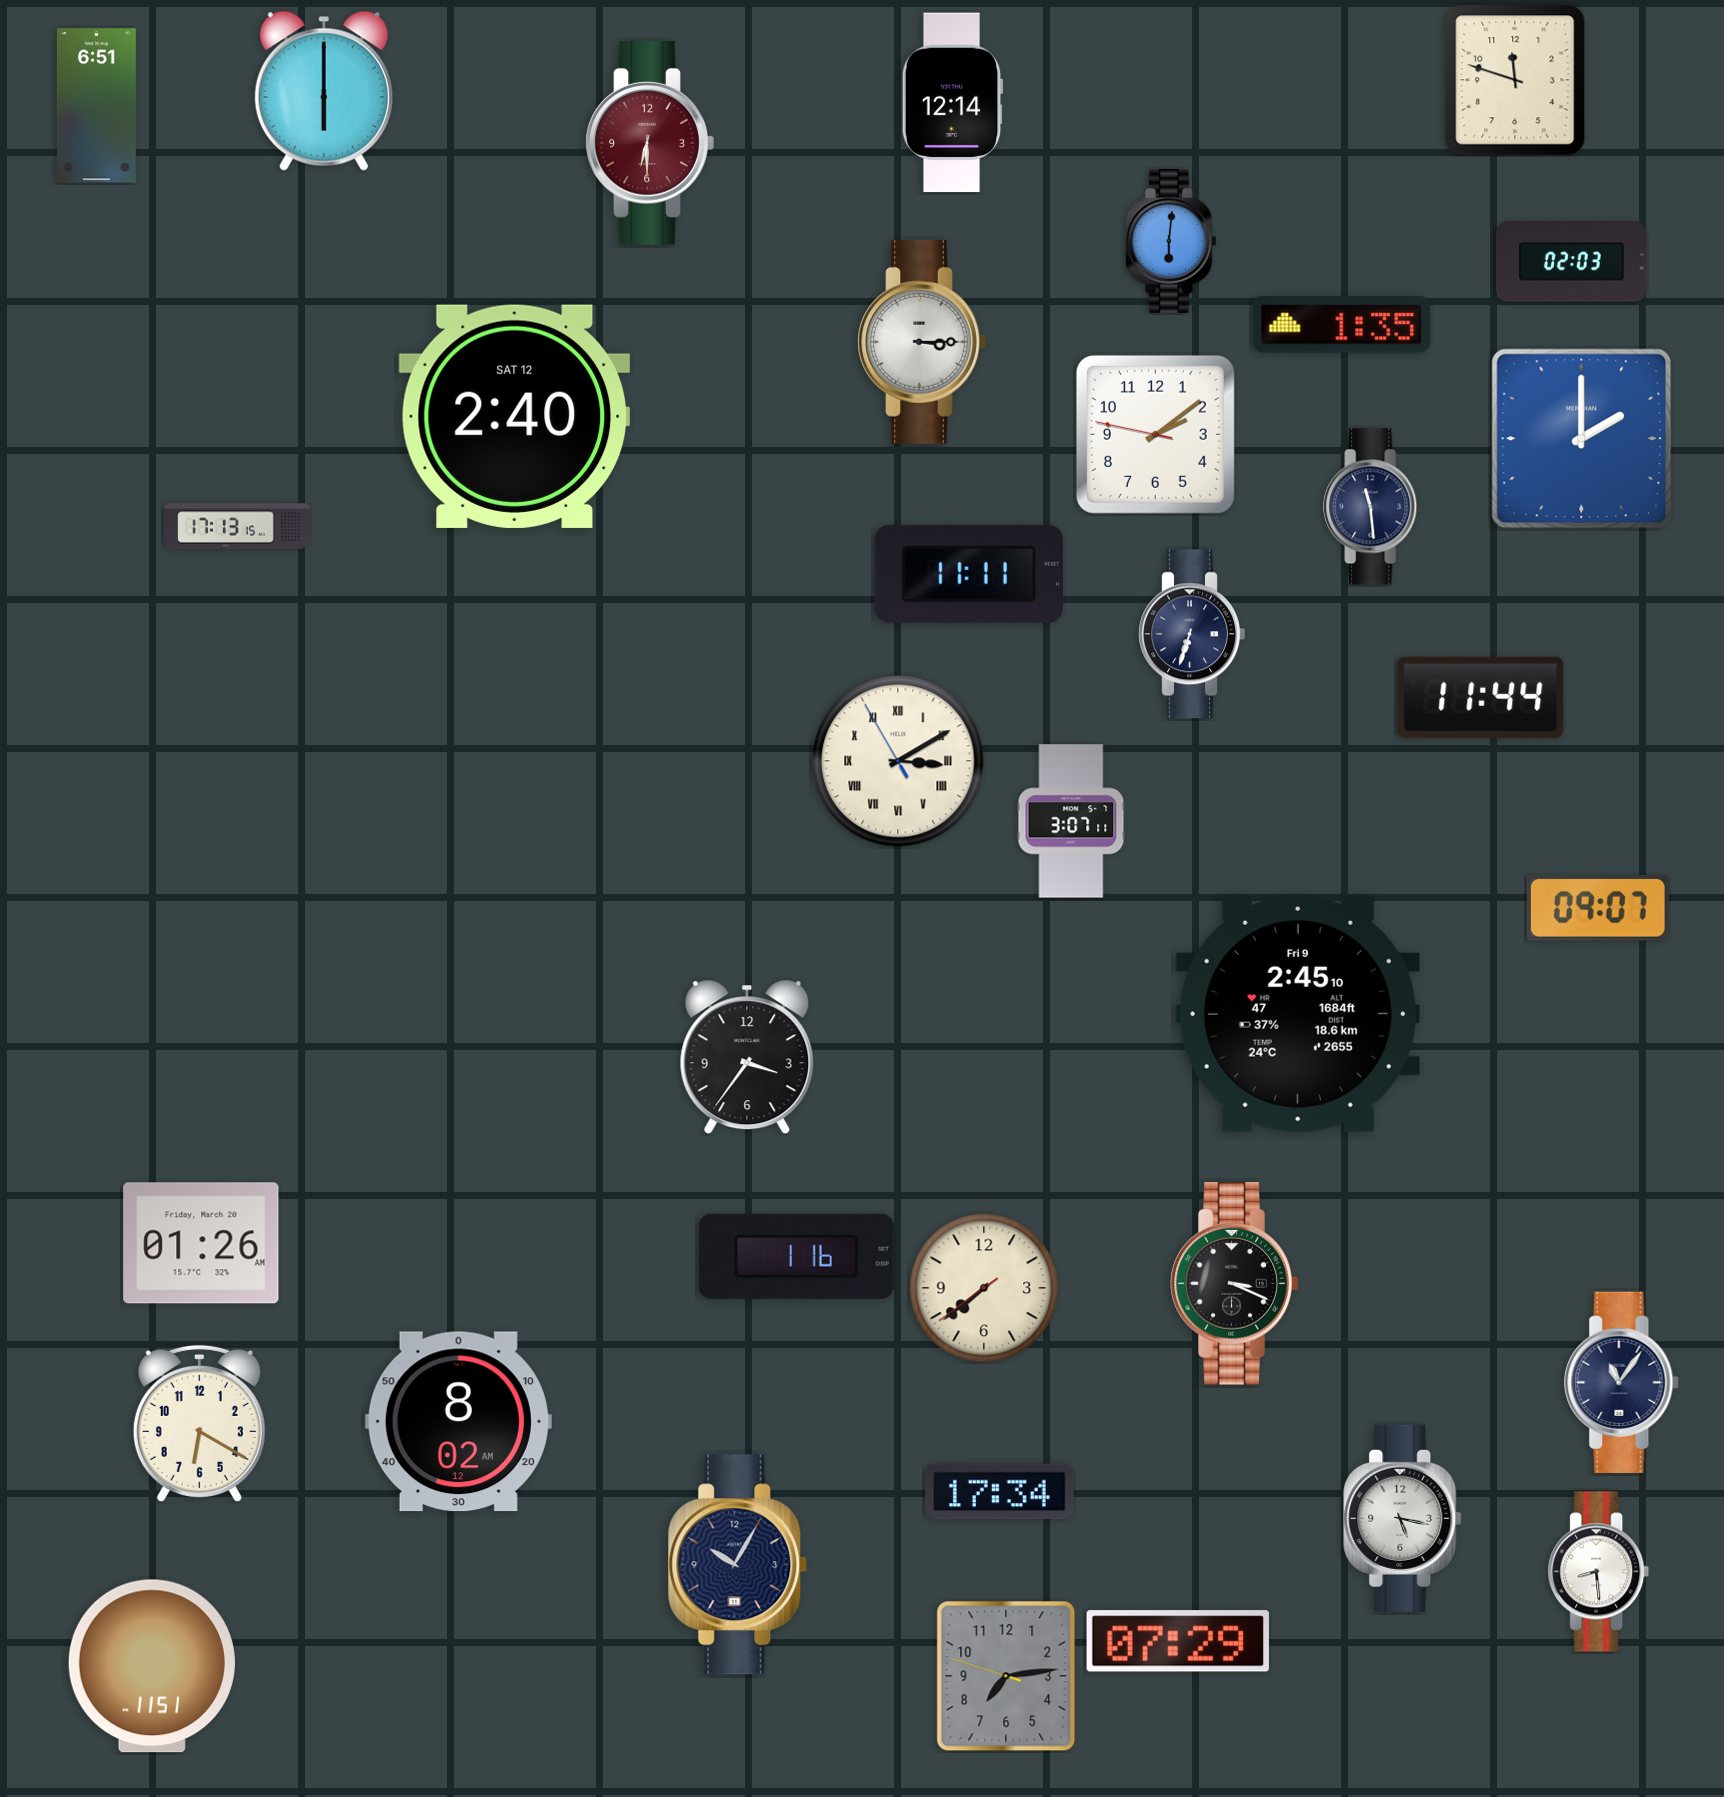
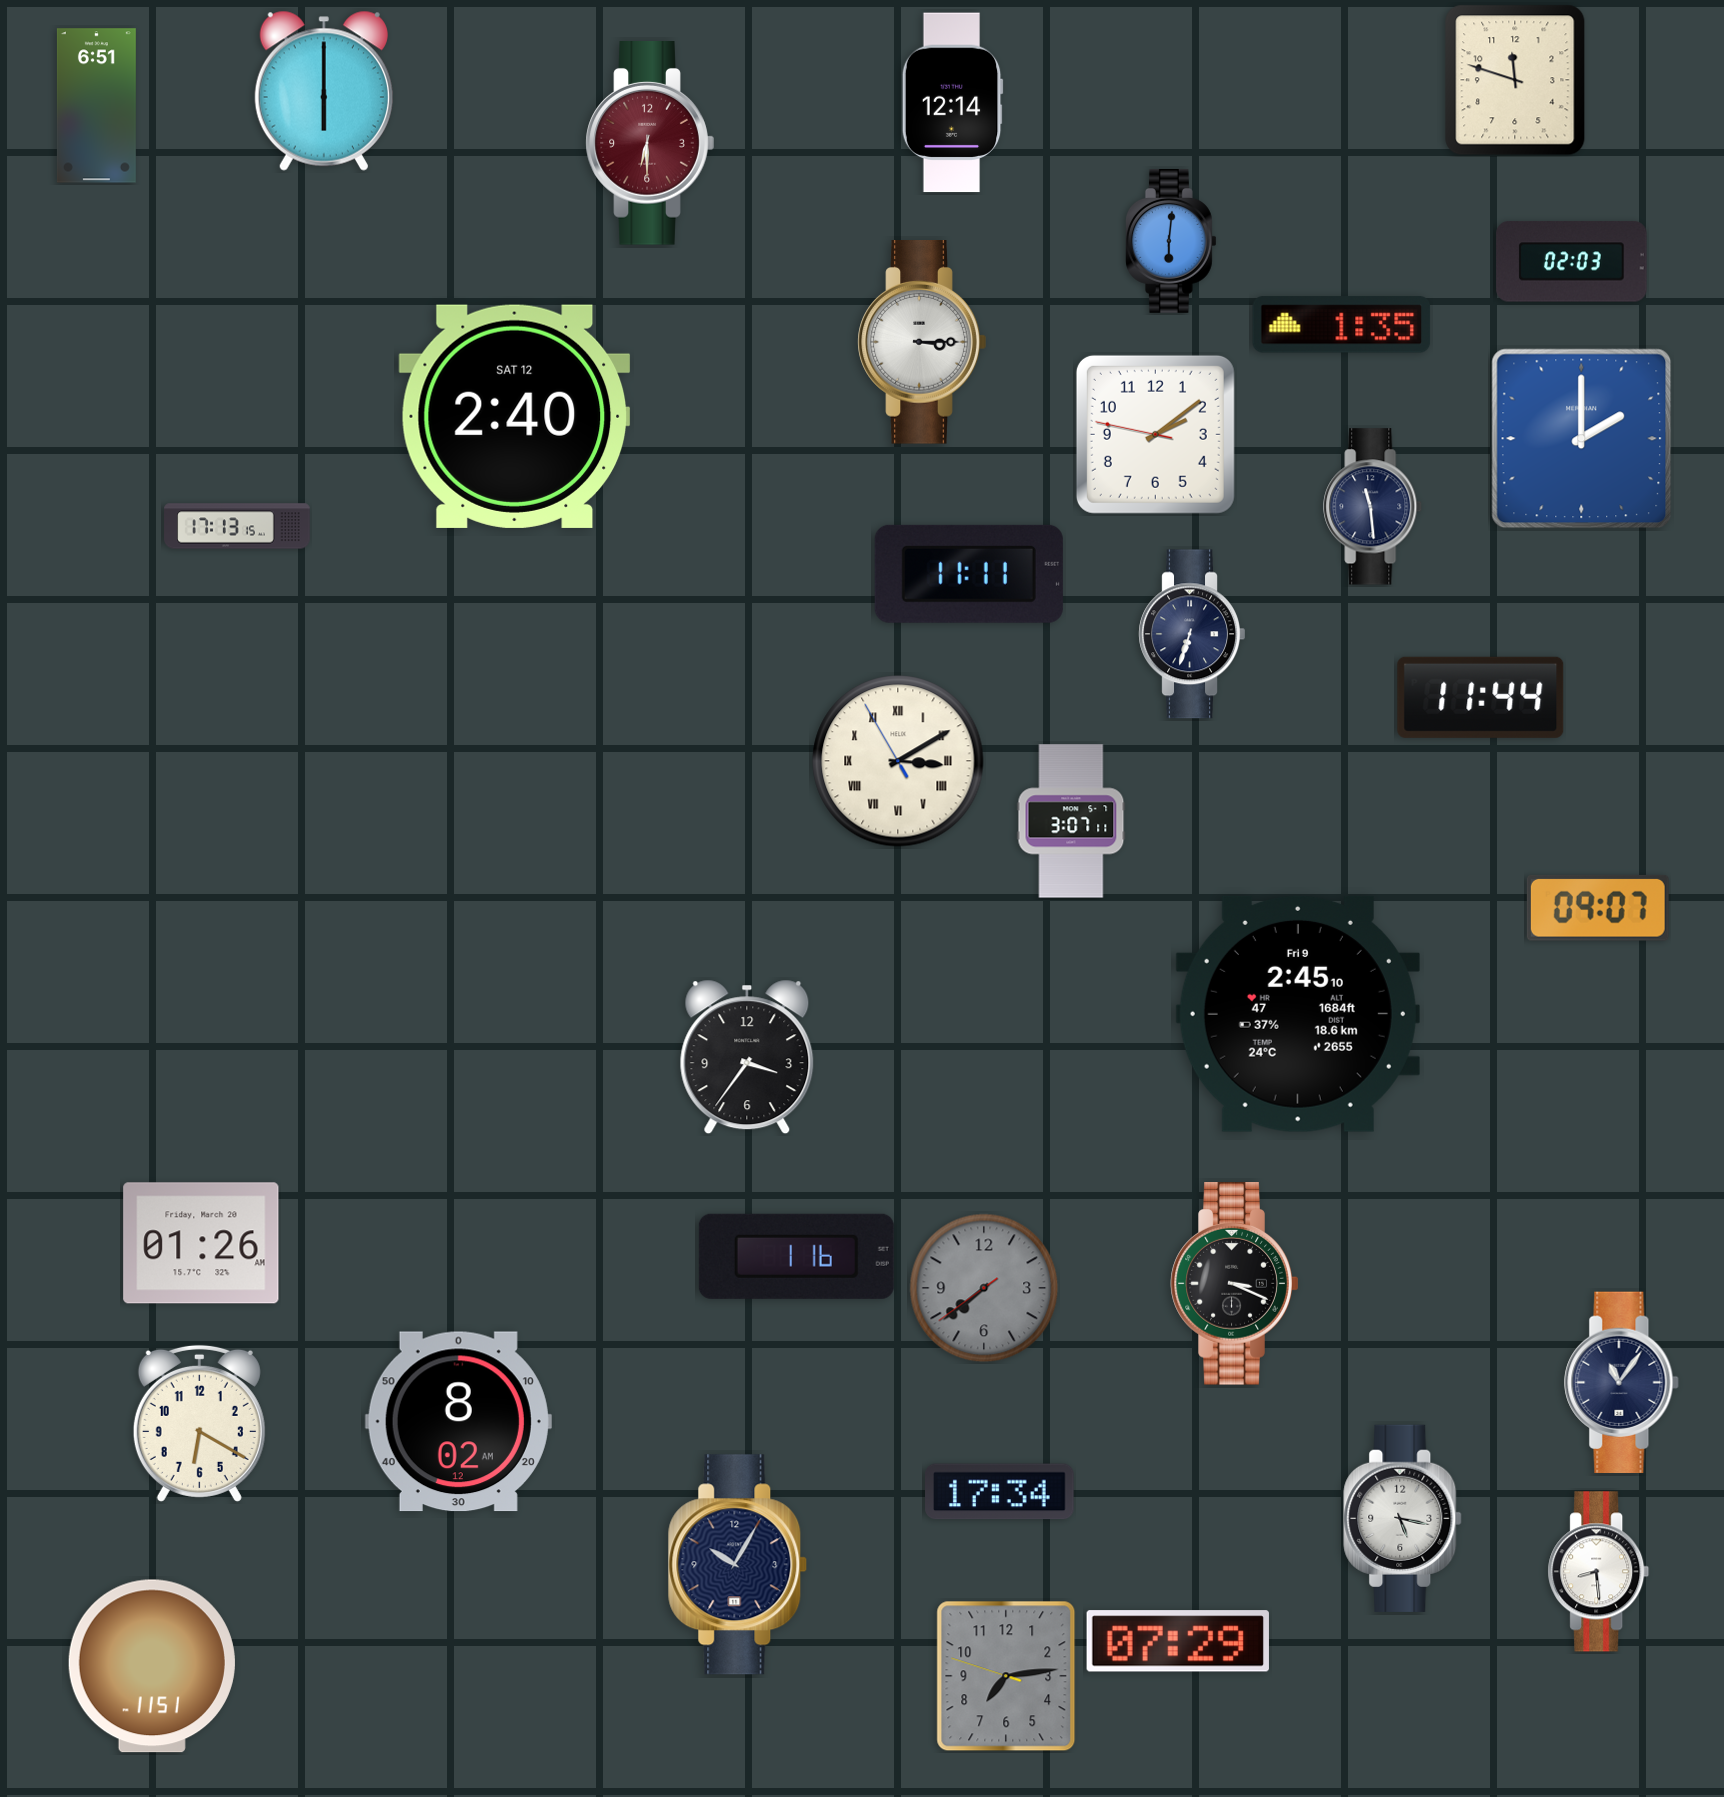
clock at (984, 1288) dial: cream -> grey
